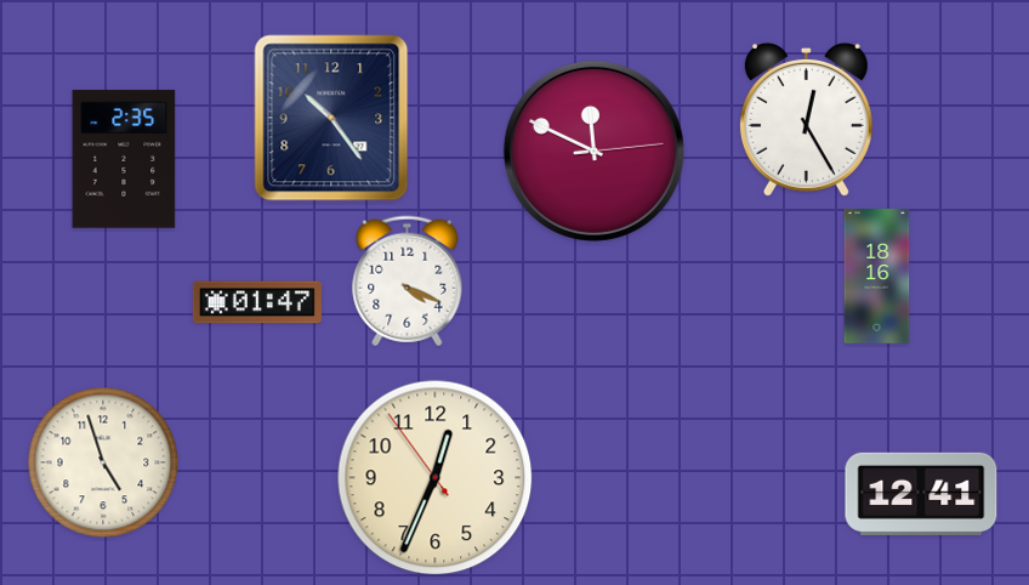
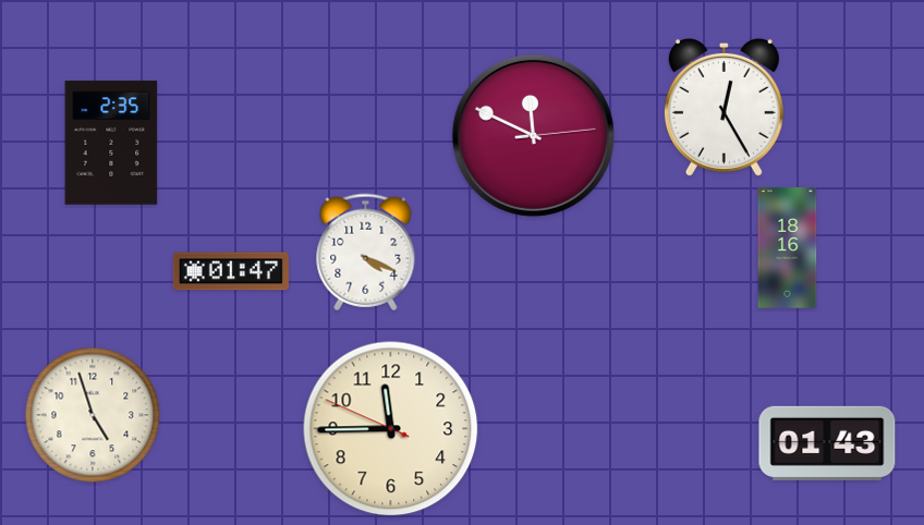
clock at (331, 118): 10:24 -> none
clock at (436, 478): 12:33 -> 11:44
clock at (921, 494): 12:41 -> 01:43
